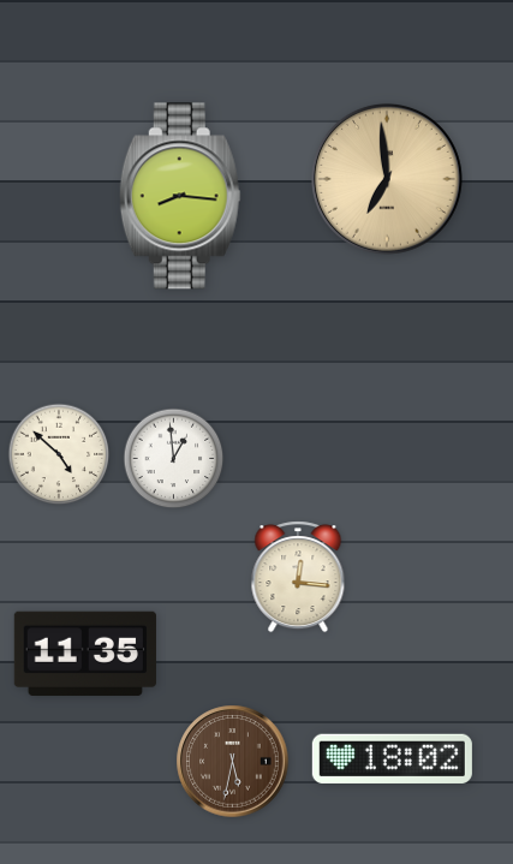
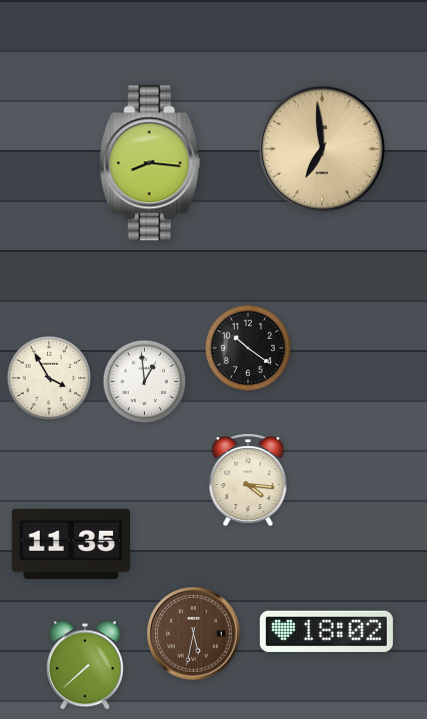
clock at (247, 347): none -> 10:21
clock at (59, 454): 4:52 -> 3:55
clock at (298, 577): 12:16 -> 4:16
clock at (85, 665): none -> 7:38
